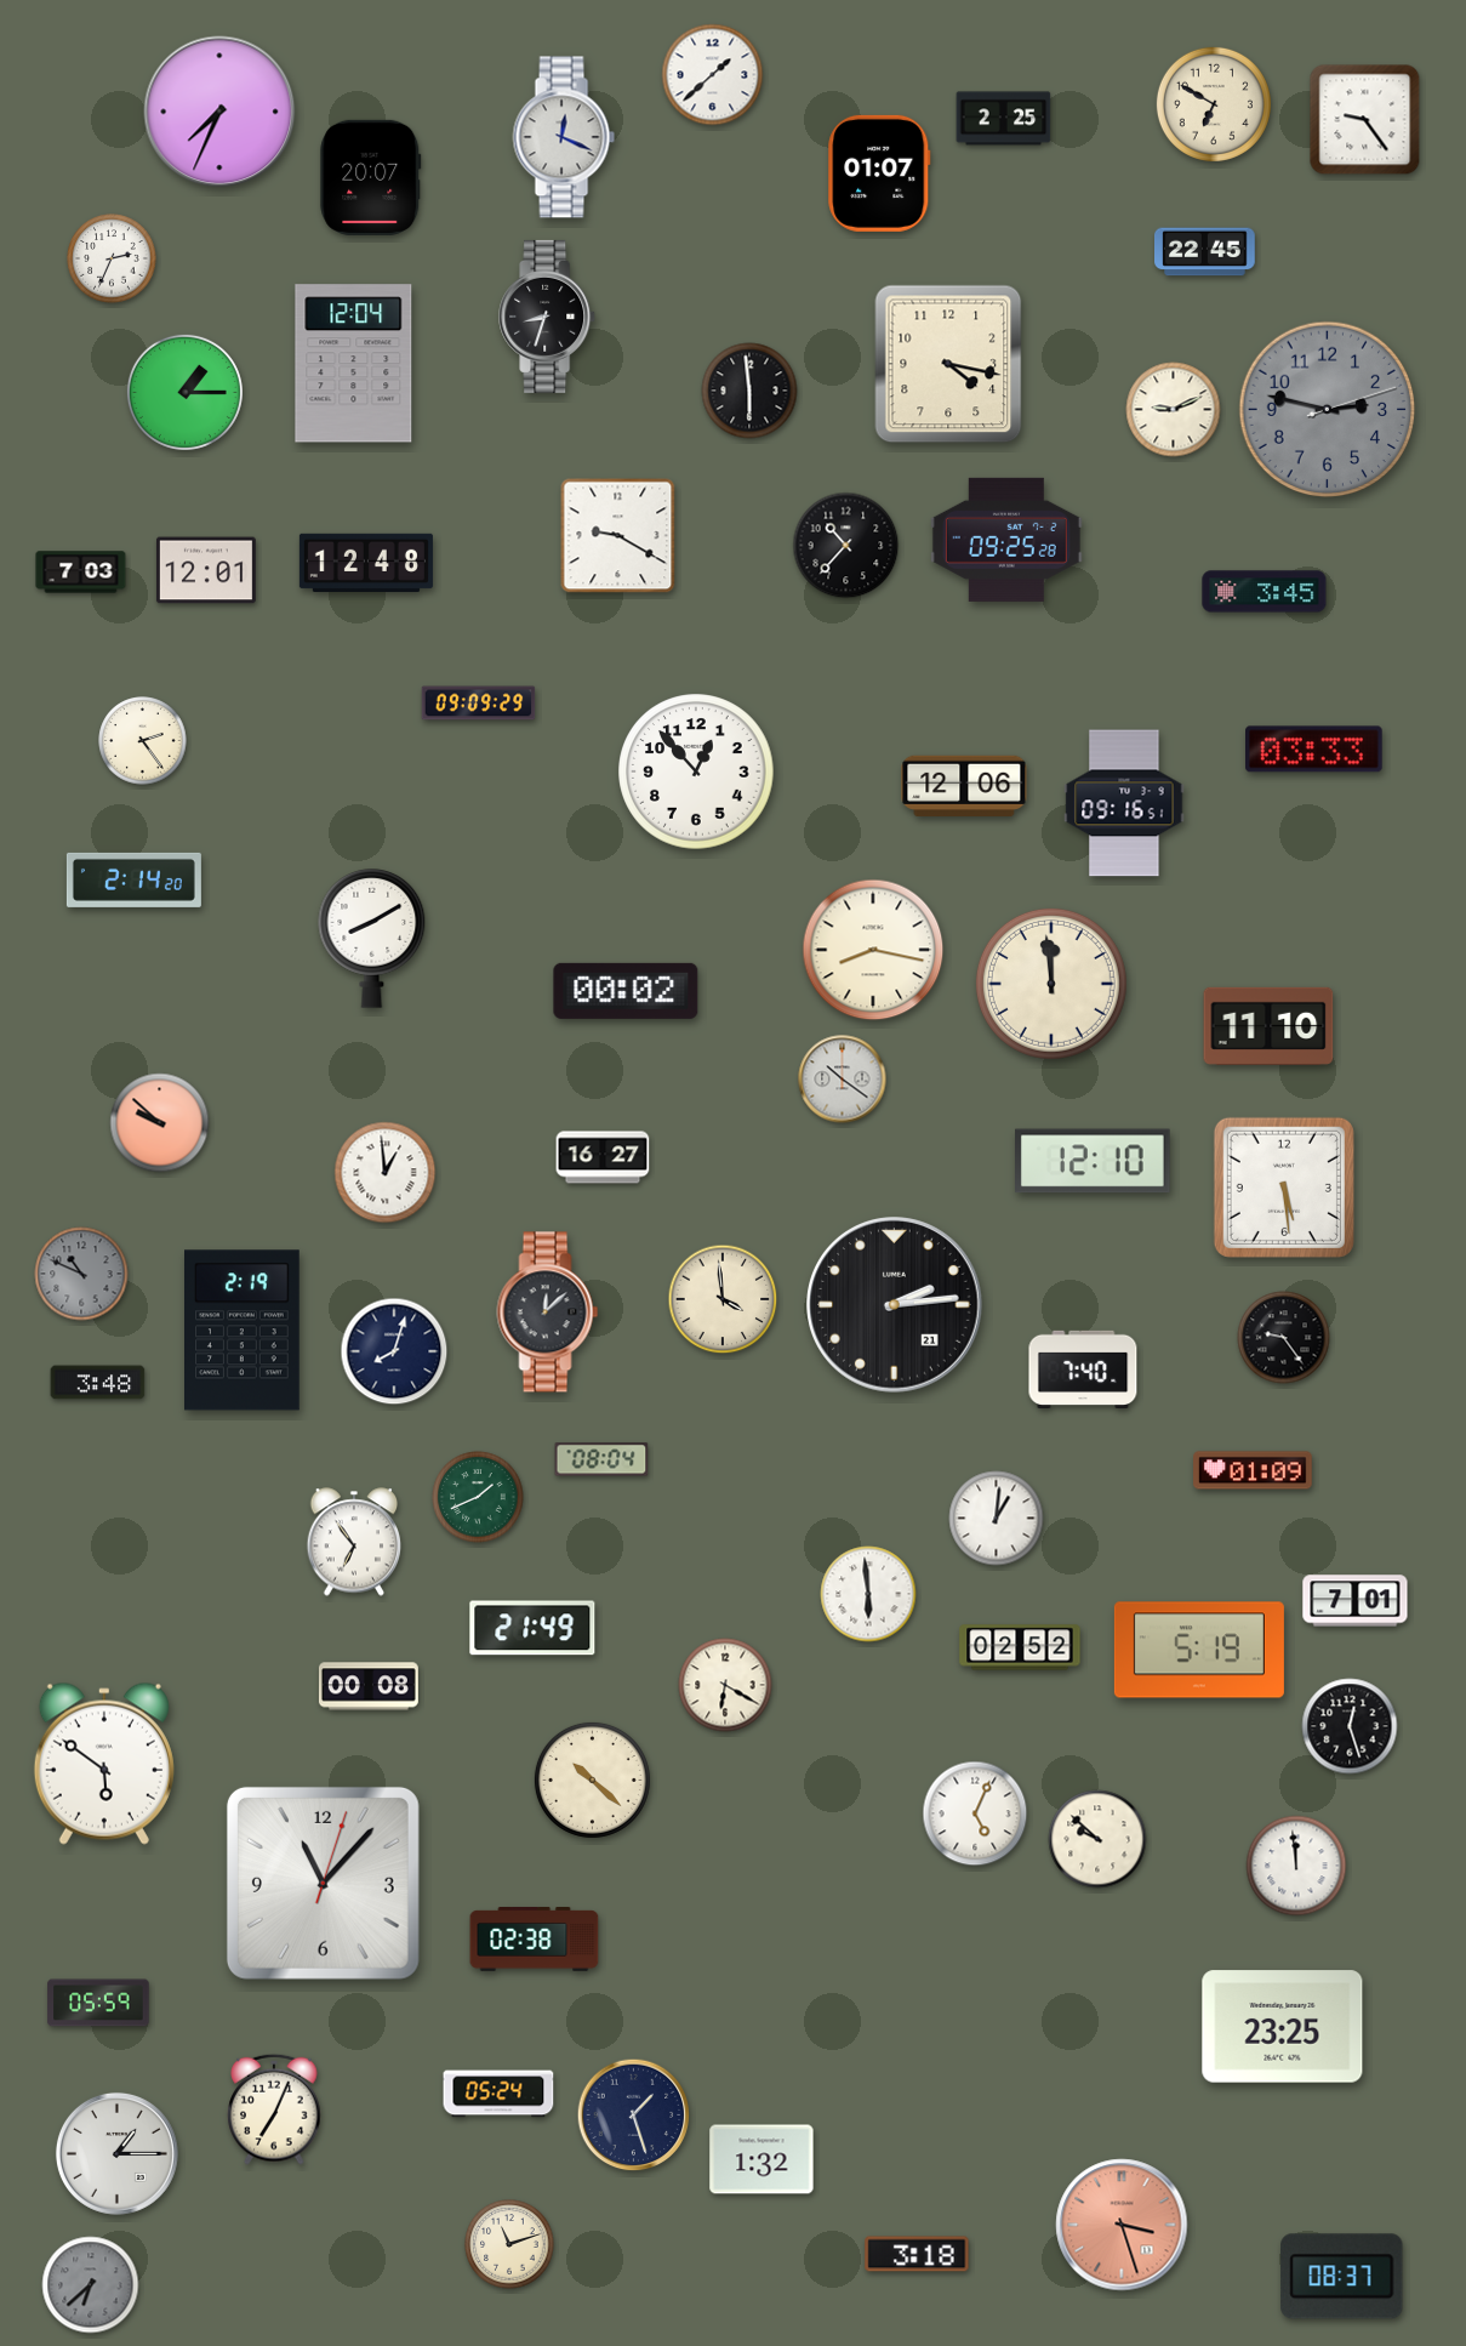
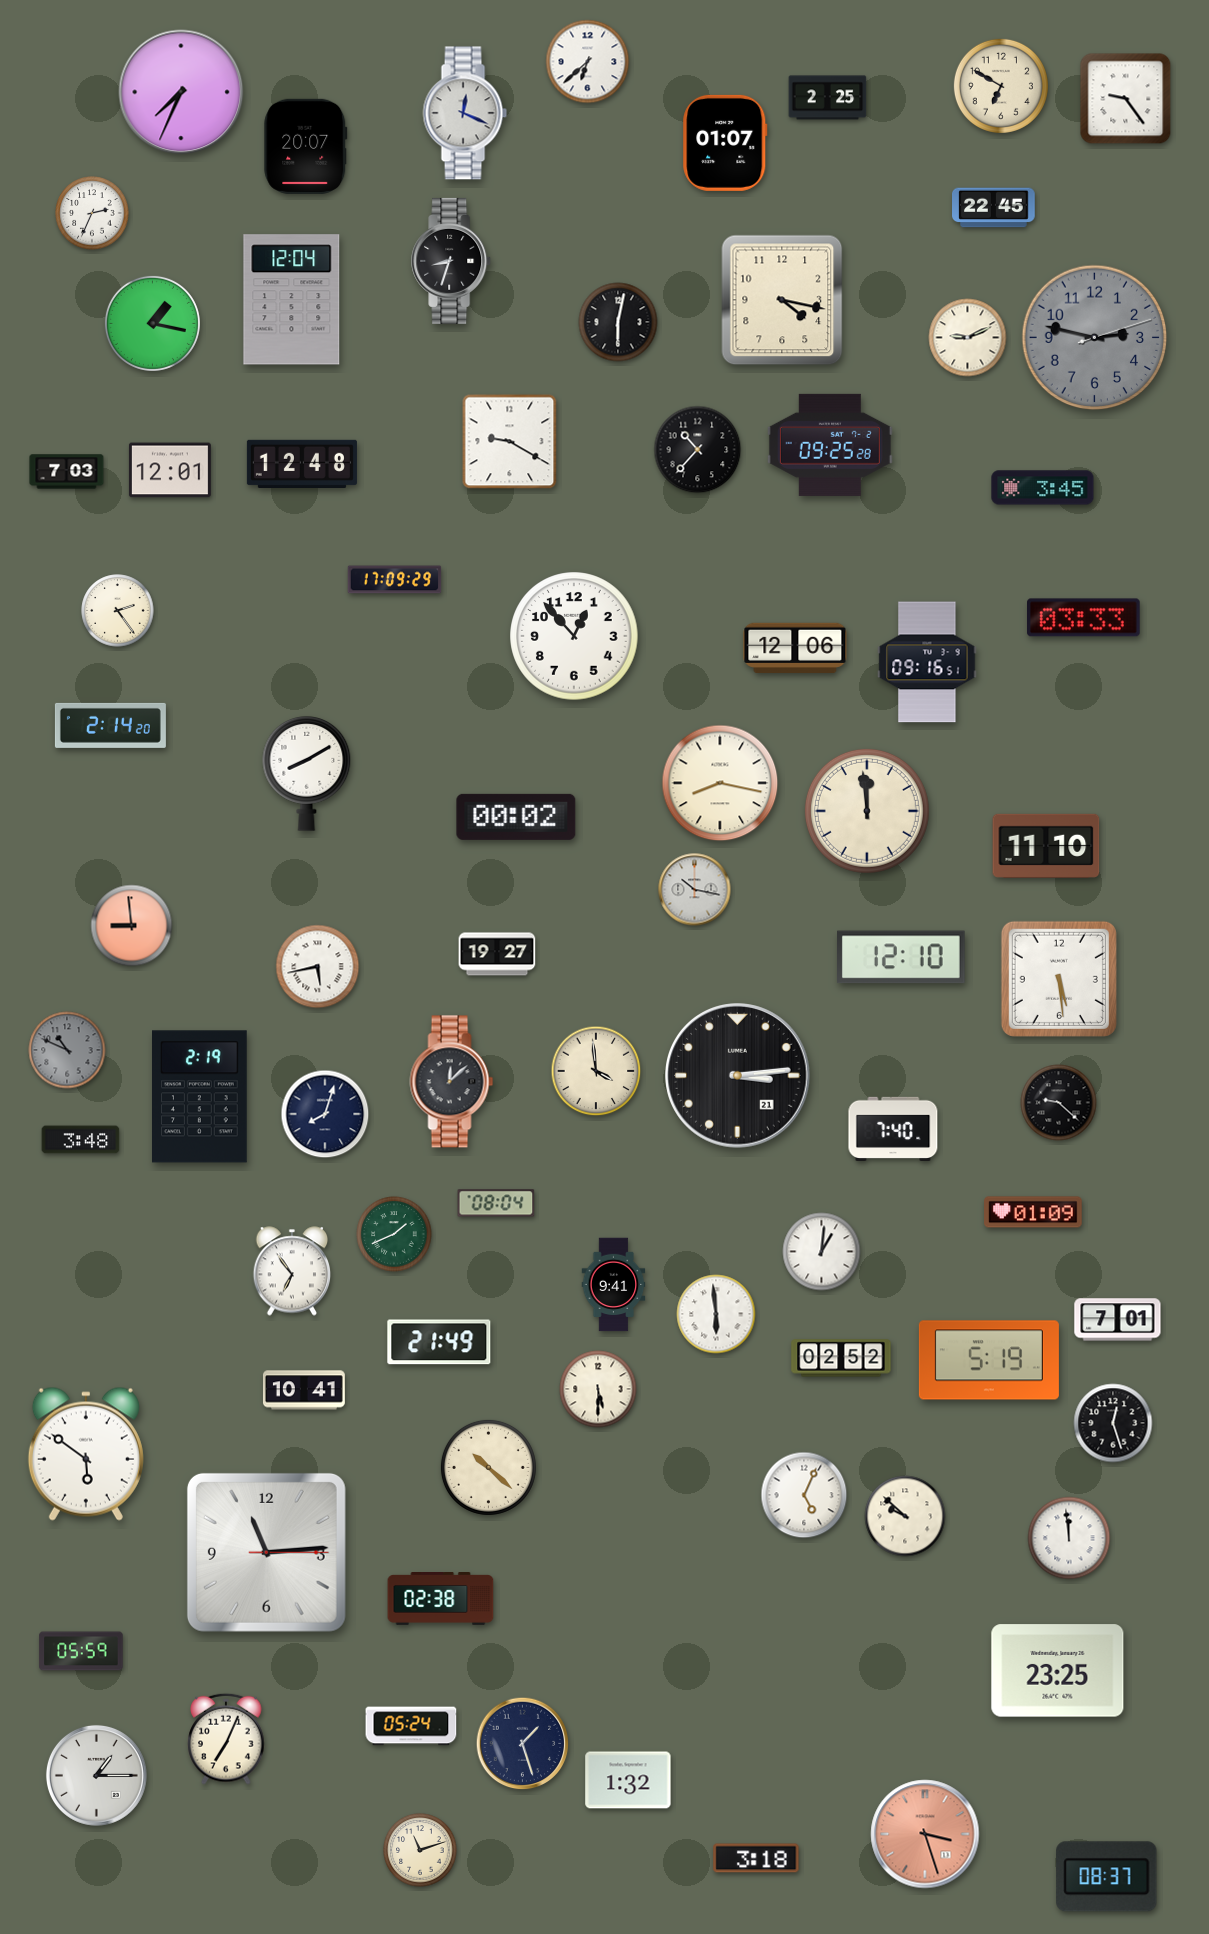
clock at (713, 75): 1:38 -> 6:38
clock at (749, 391): 5:59 -> 6:02
clock at (184, 392): 1:15 -> 1:17
clock at (479, 704): 09:09 -> 17:09
clock at (843, 1080): 10:21 -> 10:17
clock at (160, 1123): 9:52 -> 8:59
clock at (603, 1157): 16:27 -> 19:27
clock at (386, 1173): 12:59 -> 5:43
clock at (895, 1305): 2:14 -> 3:14
clock at (1284, 1338): 9:24 -> 9:22
clock at (614, 1285): none -> 9:41
clock at (725, 1685): 6:20 -> 5:30
clock at (369, 1686): 00:08 -> 10:41
clock at (323, 1883): 11:07 -> 11:14
clock at (91, 2285): 6:38 -> none
